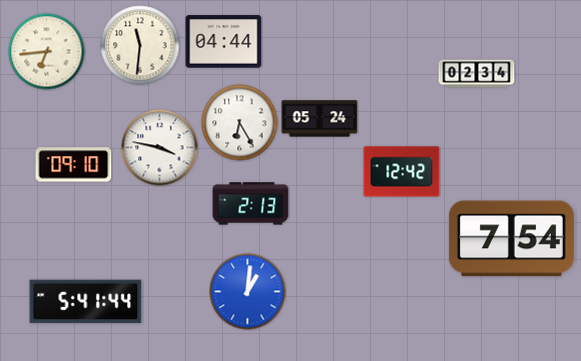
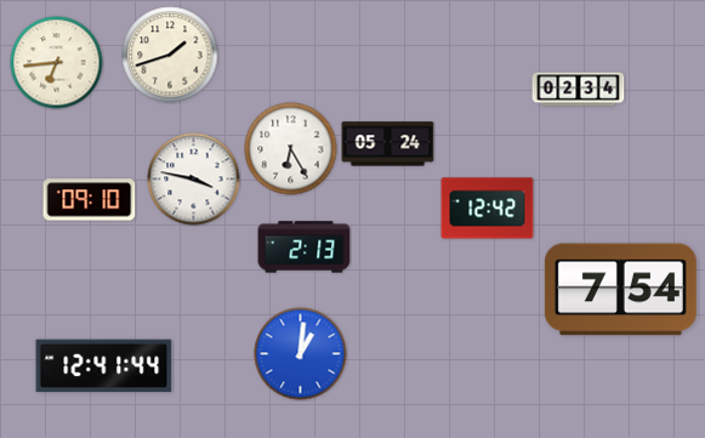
clock at (224, 42): 04:44 -> none
clock at (140, 45): 11:31 -> 1:42
clock at (86, 302): 5:41 -> 12:41
